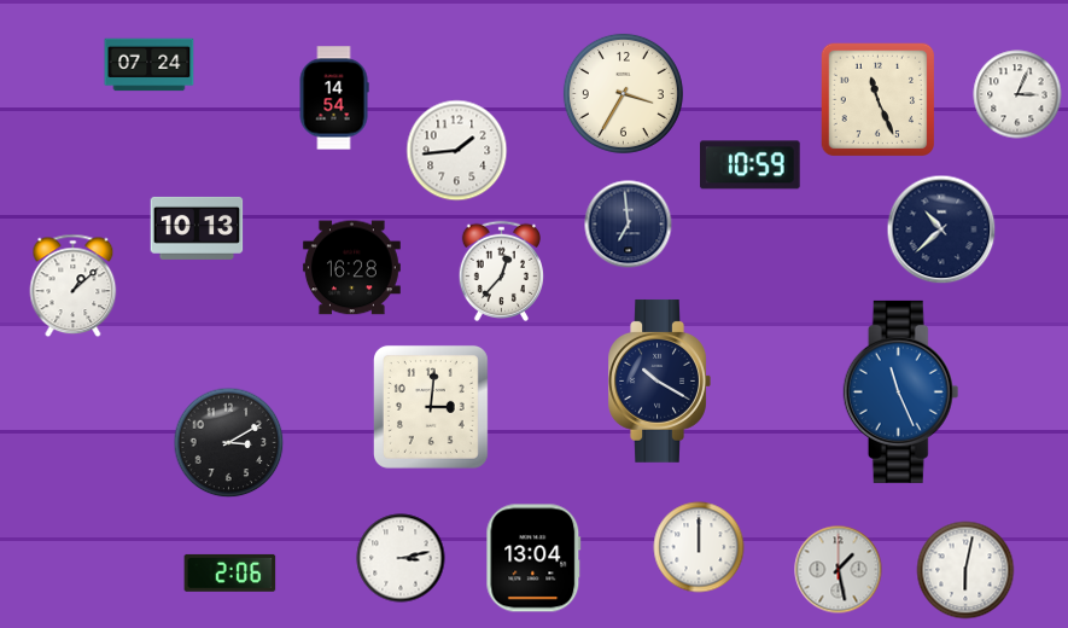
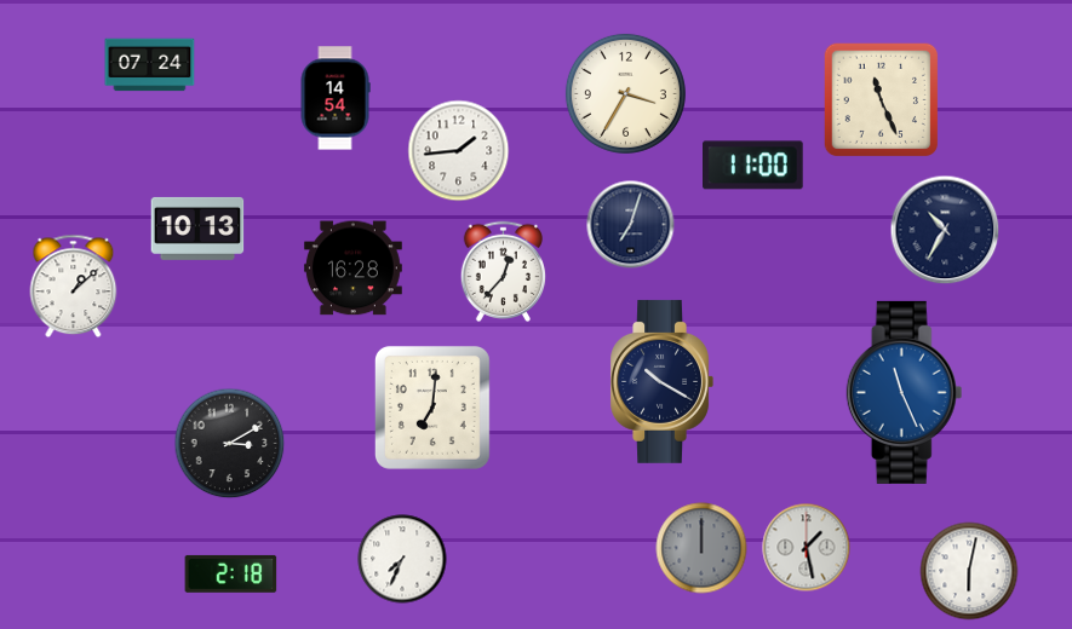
clock at (1017, 94): 3:04 -> none
clock at (751, 165): 10:59 -> 11:00
clock at (629, 225): 6:59 -> 7:03
clock at (941, 229): 10:38 -> 10:35
clock at (431, 407): 3:01 -> 7:01
clock at (699, 547) dial: white -> grey
clock at (401, 558): 3:13 -> 7:34
clock at (533, 558): 13:04 -> none
clock at (839, 570) position: (839, 570) -> (807, 548)
clock at (230, 572): 2:06 -> 2:18
